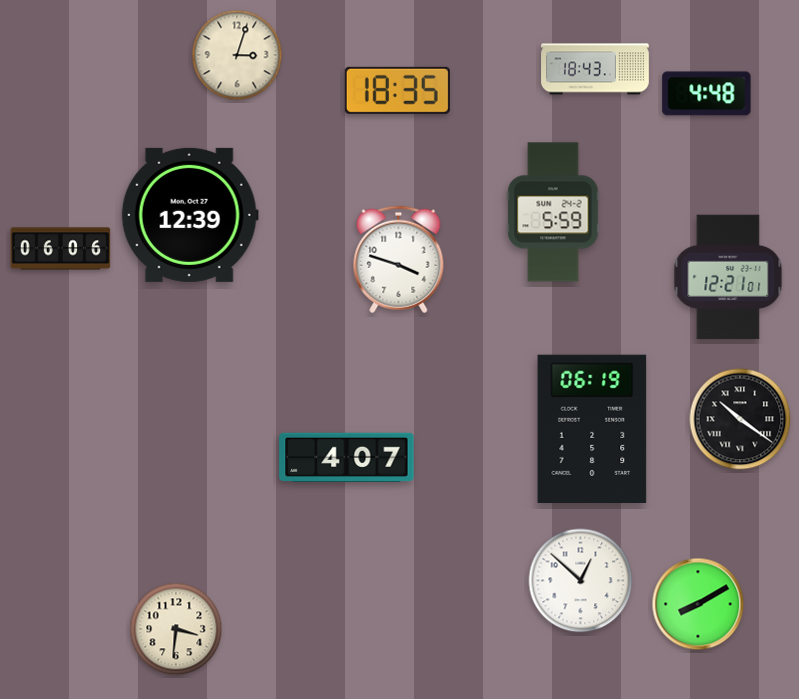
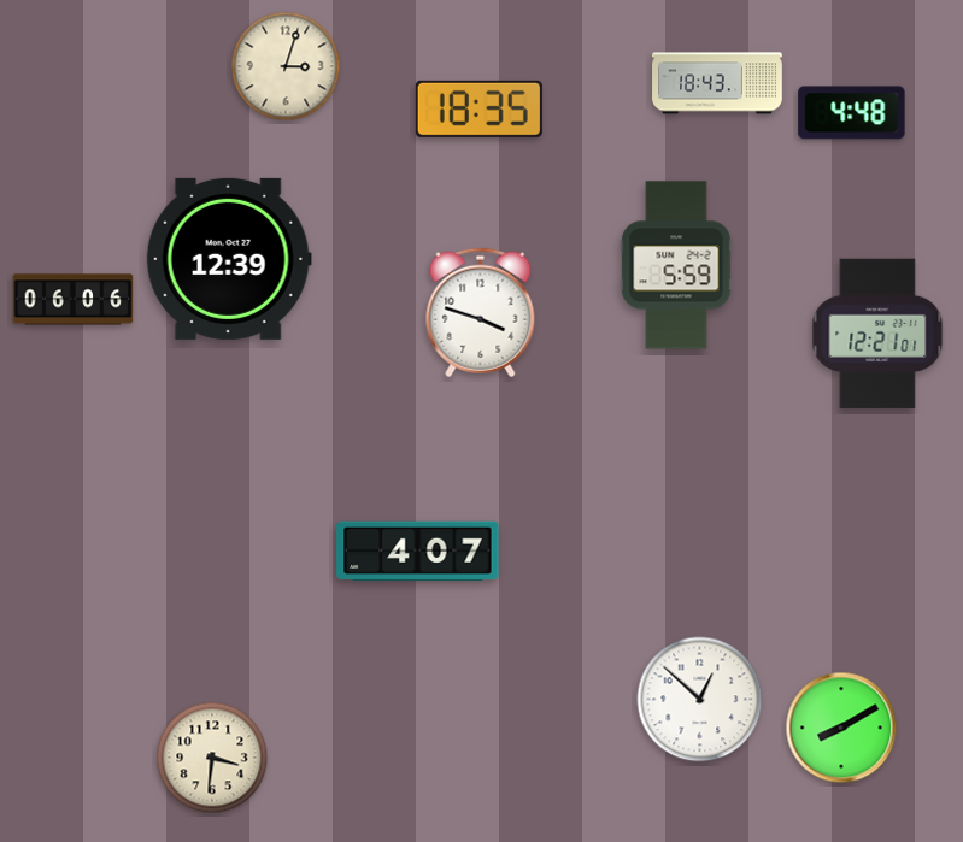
clock at (553, 212) position: (553, 212) -> (676, 265)
clock at (740, 419): 10:21 -> none
clock at (592, 428): 06:19 -> none
